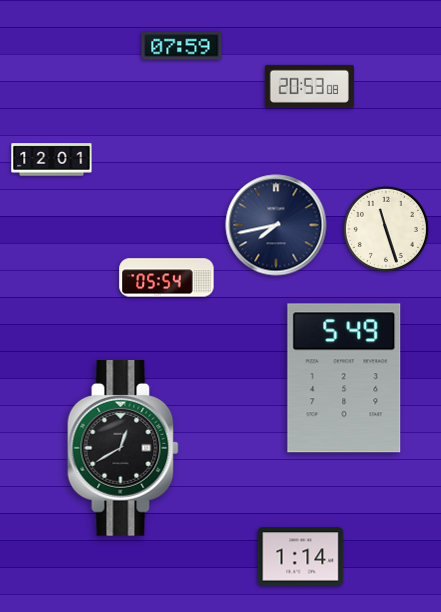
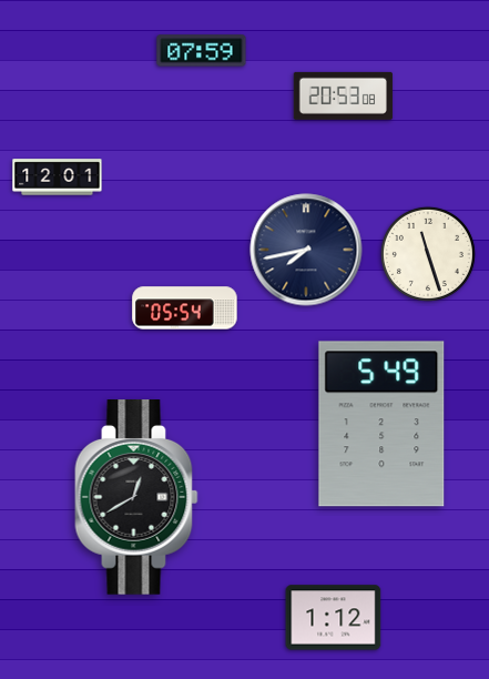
clock at (344, 378) position: (344, 378) -> (381, 424)
clock at (301, 557): 1:14 -> 1:12
